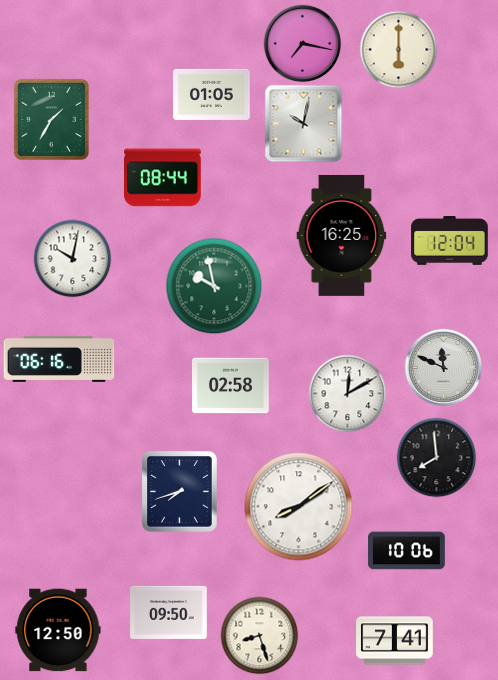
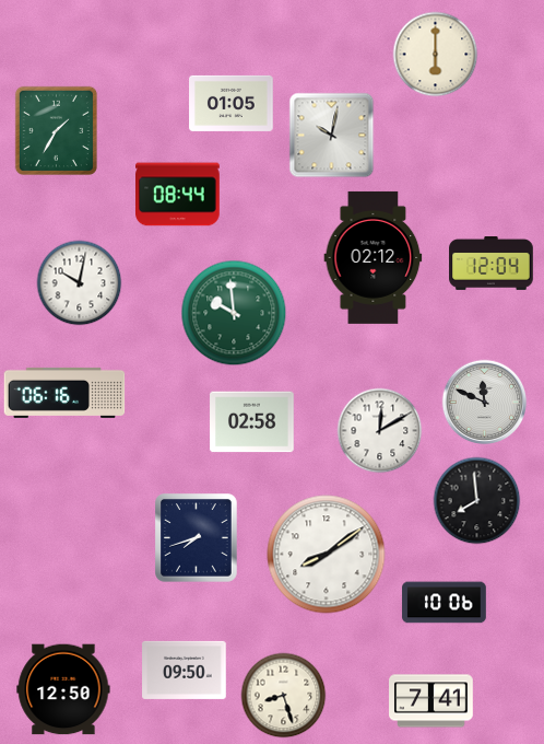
clock at (302, 43): 7:17 -> none
clock at (342, 235): 16:25 -> 02:12
clock at (214, 286): 9:58 -> 9:59
